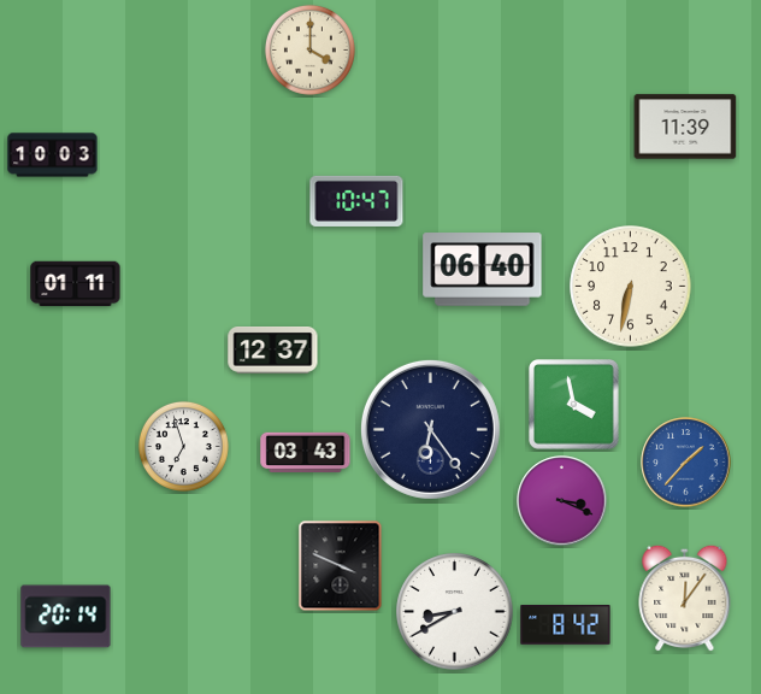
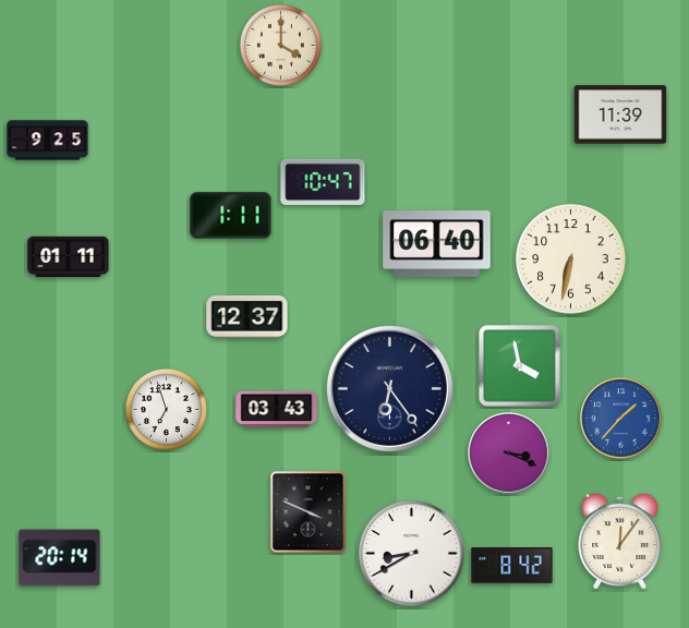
clock at (53, 155): 10:03 -> 9:25
clock at (231, 216): none -> 1:11
clock at (183, 446) position: (183, 446) -> (166, 409)
